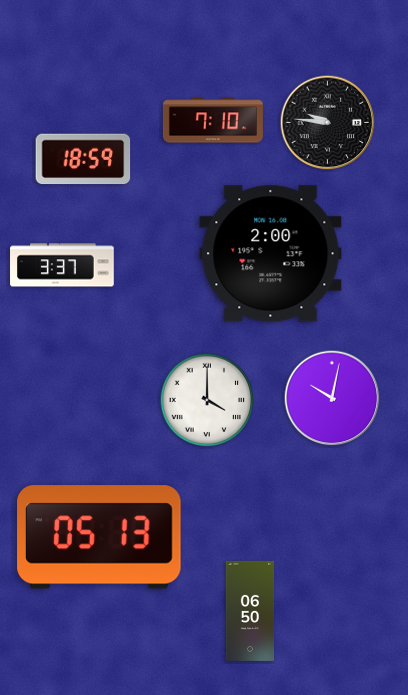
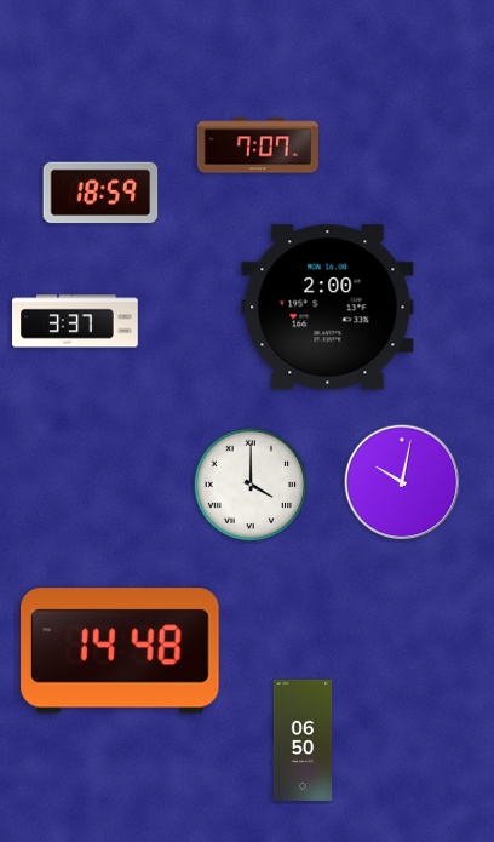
clock at (213, 120): 7:10 -> 7:07
clock at (328, 123): 9:46 -> none
clock at (99, 537): 05:13 -> 14:48
